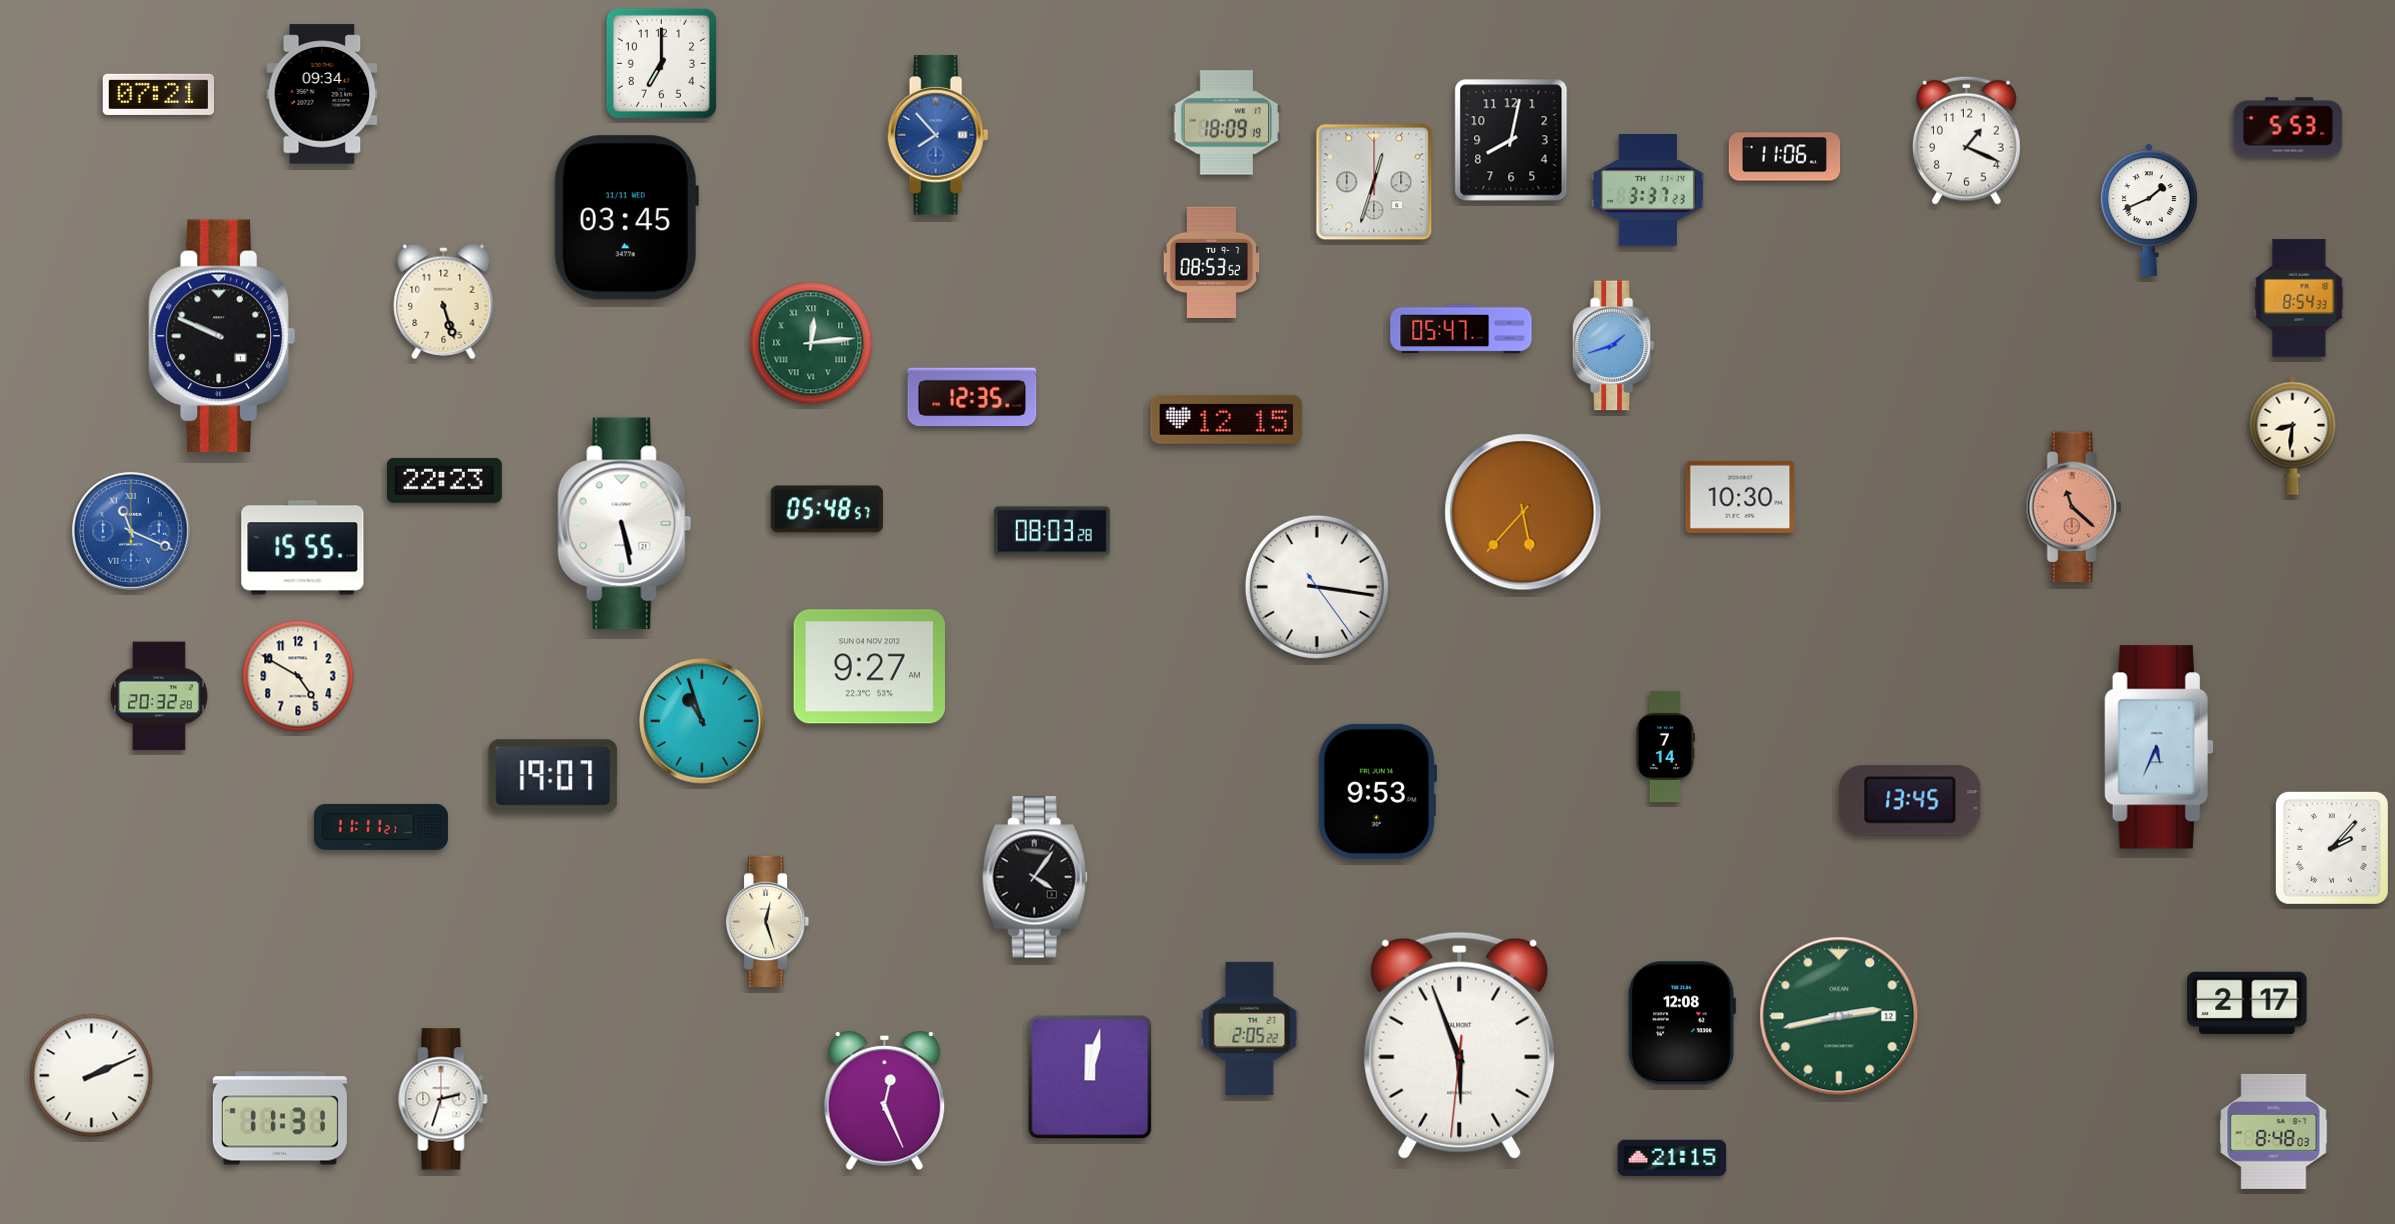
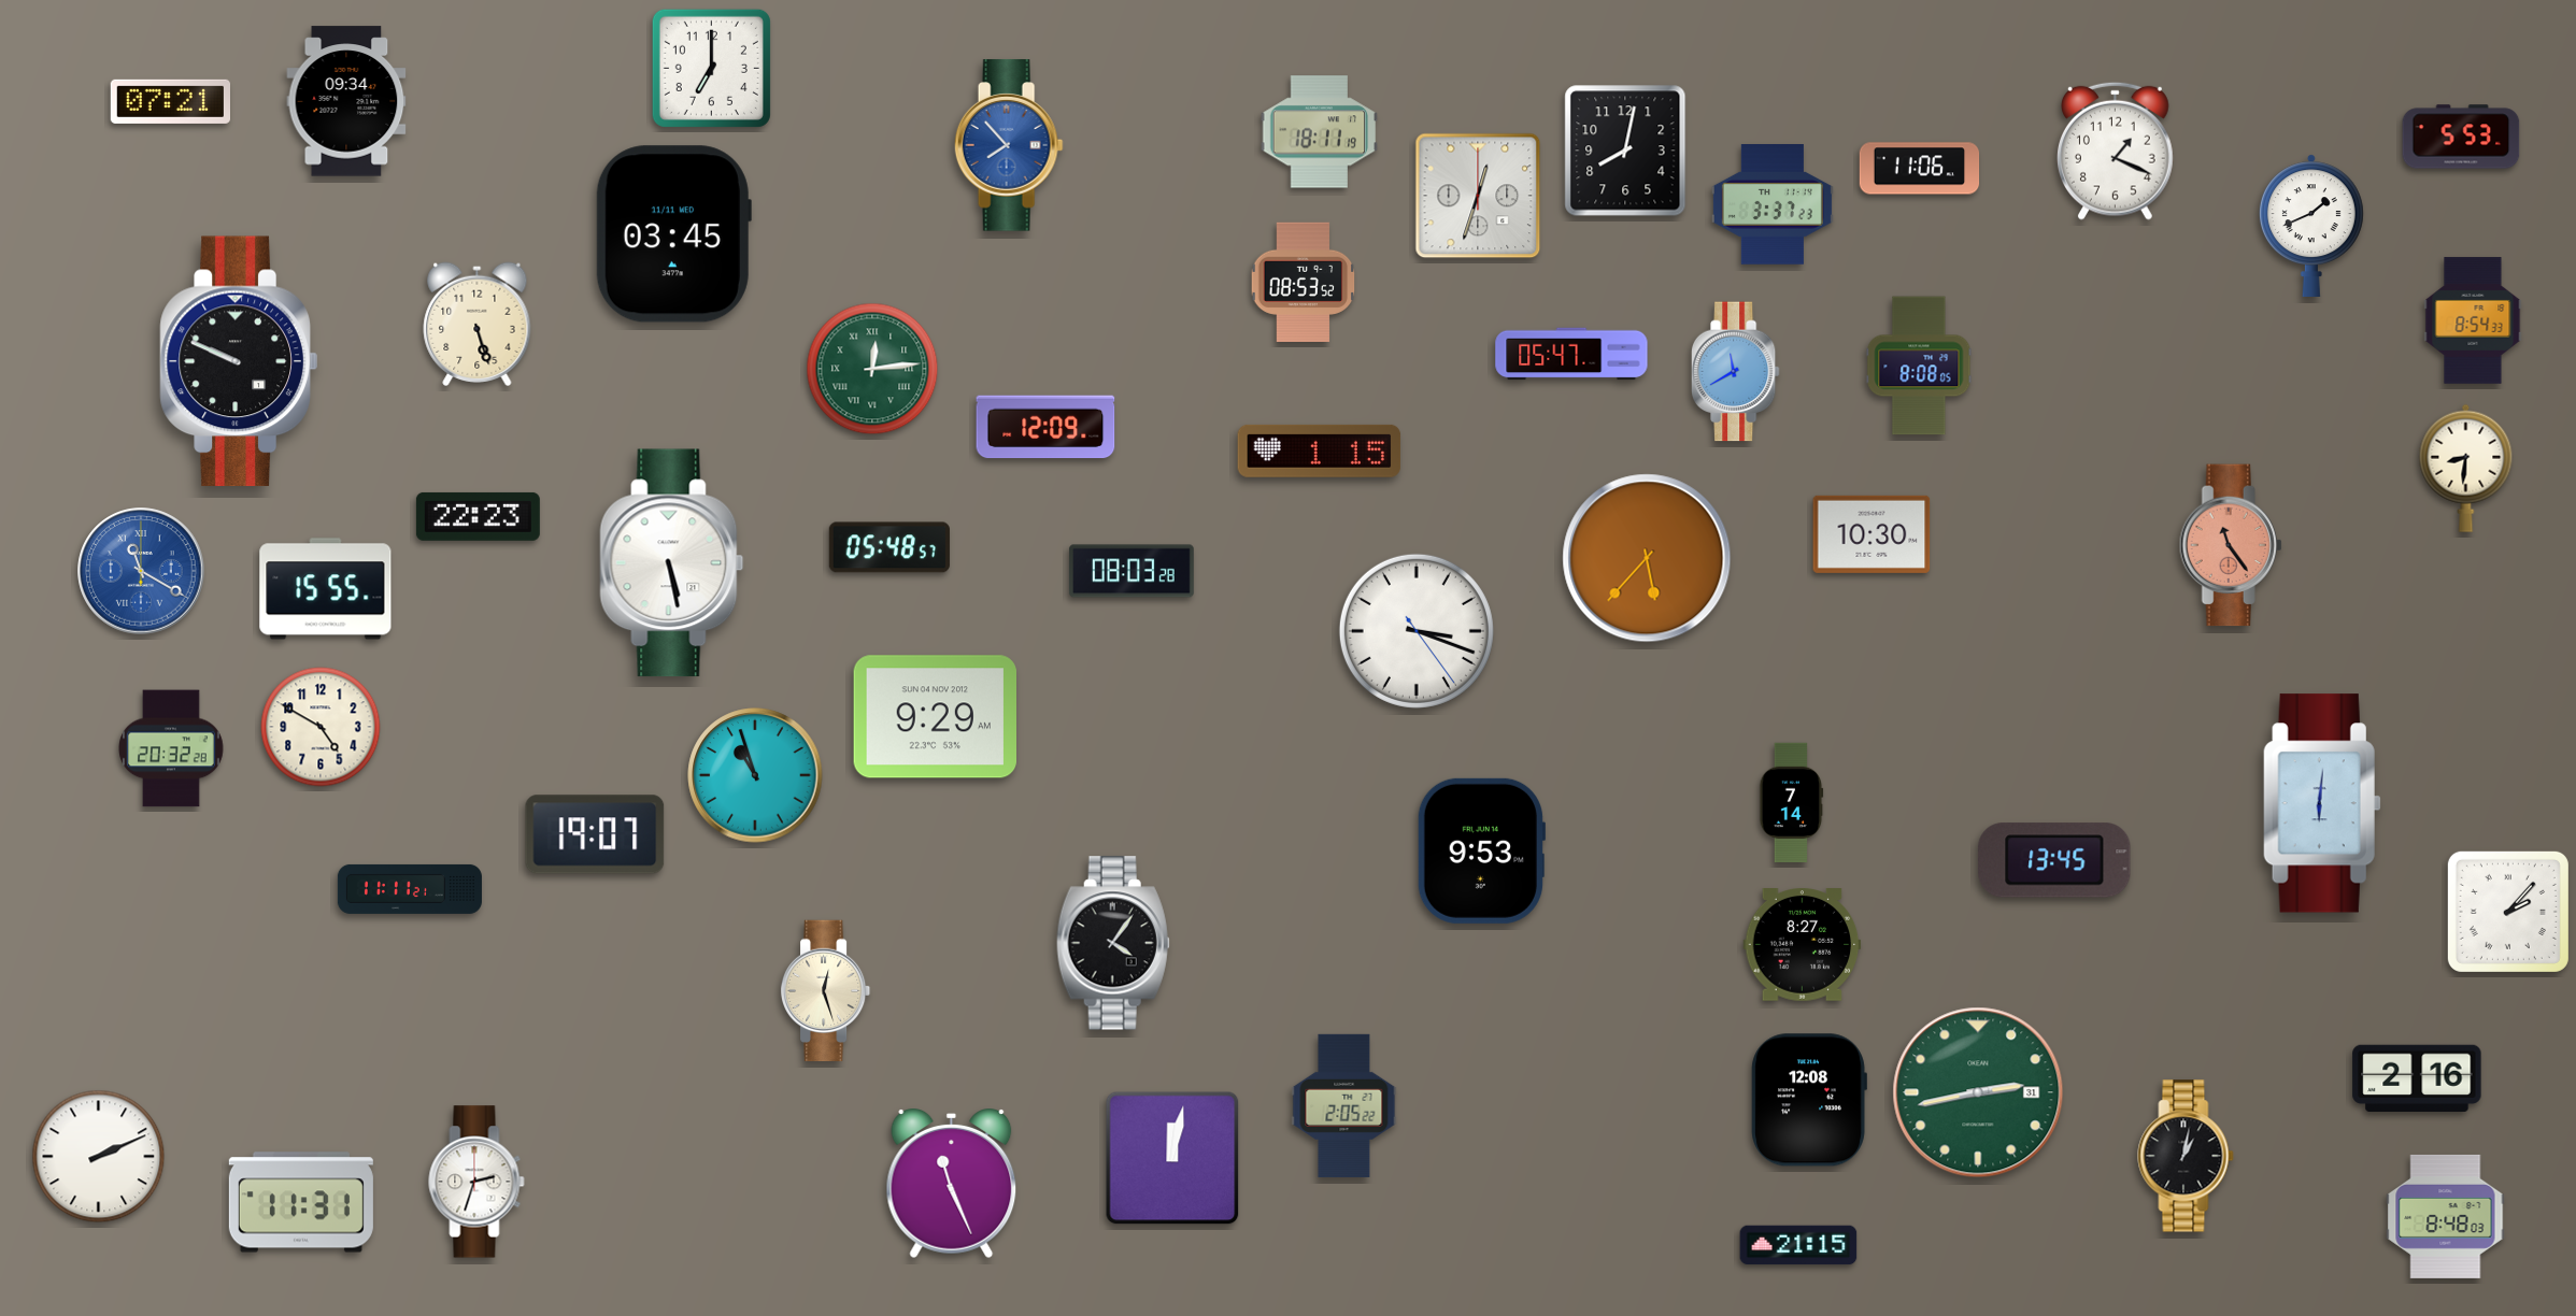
clock at (1227, 123): 18:09 -> 18:11
clock at (1919, 366): none -> 8:08
clock at (1613, 346): 1:42 -> 11:40
clock at (972, 397): 12:35 -> 12:09
clock at (1227, 419): 12:15 -> 1:15
clock at (2074, 507): 11:22 -> 11:24
clock at (1523, 512) position: (1523, 512) -> (1647, 558)
clock at (131, 531): 11:19 -> 11:20
clock at (1317, 587): 3:16 -> 3:18
clock at (870, 667): 9:27 -> 9:29
clock at (2159, 747): 5:34 -> 6:01
clock at (1803, 945): none -> 8:27
clock at (2247, 1002): 2:17 -> 2:16
clock at (1839, 1016) date: 12 -> 31
clock at (1460, 1045): 5:56 -> none
clock at (2186, 1156): none -> 1:02
clock at (885, 1102): 12:26 -> 11:26
